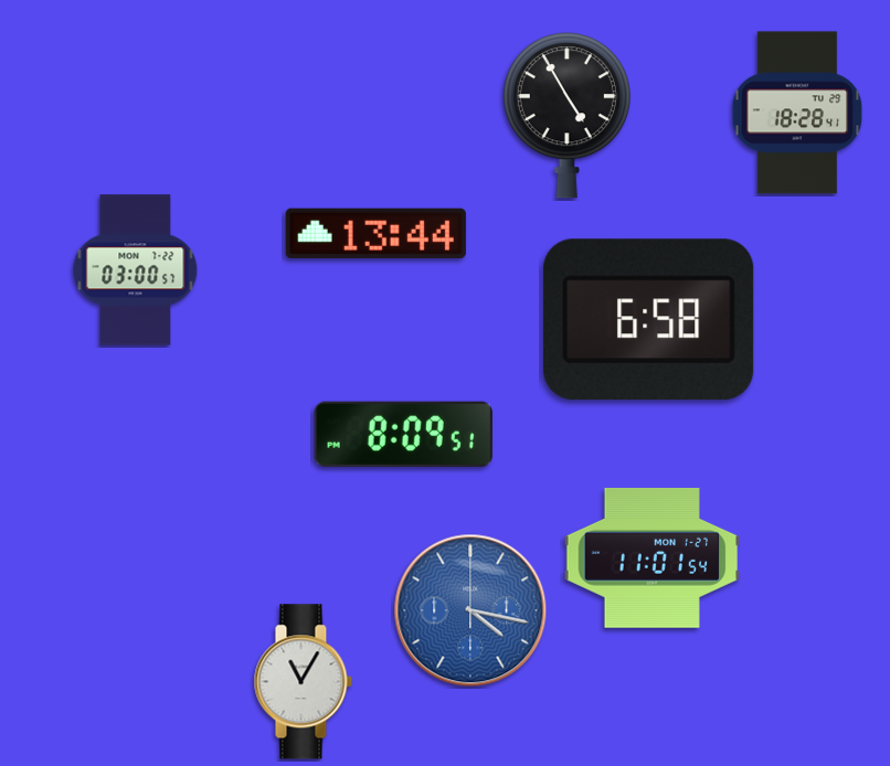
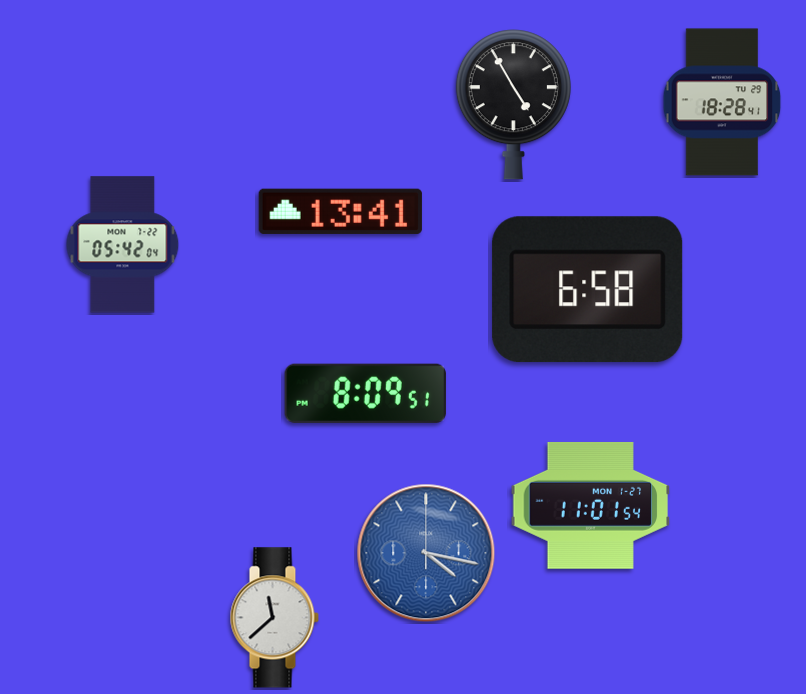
clock at (375, 233): 13:44 -> 13:41
clock at (136, 270): 03:00 -> 05:42
clock at (303, 682): 11:05 -> 11:38
